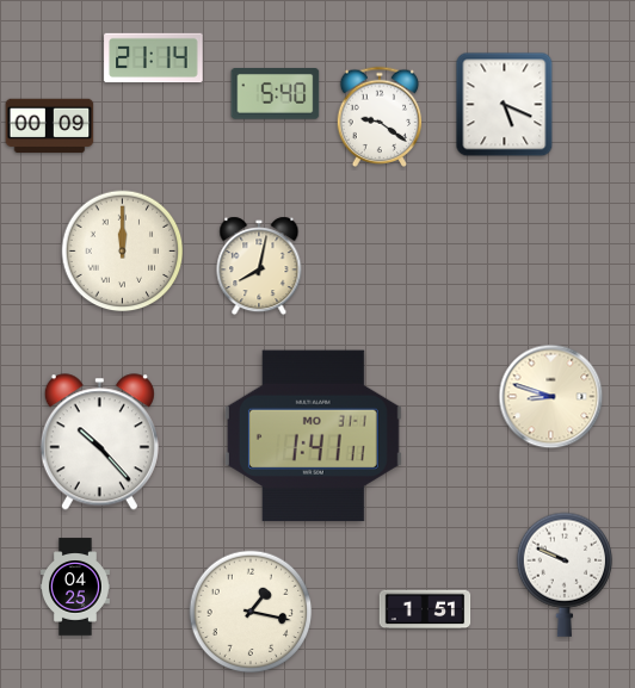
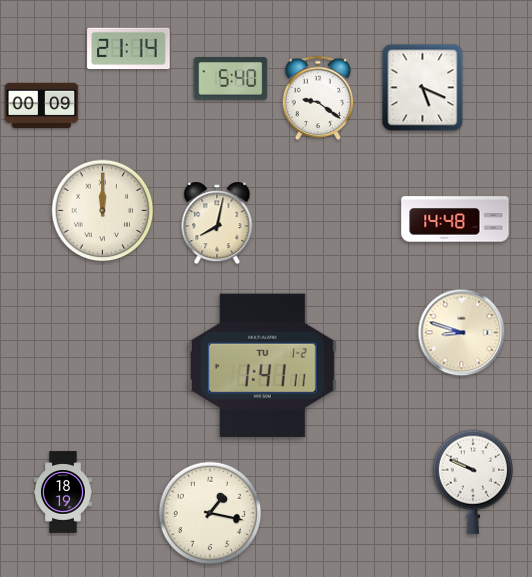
clock at (455, 219): none -> 14:48
clock at (313, 436) date: MO 31-1 -> TU 1-2
clock at (99, 442): 10:23 -> none
clock at (75, 587): 04:25 -> 18:19
clock at (425, 609): 1:51 -> none
